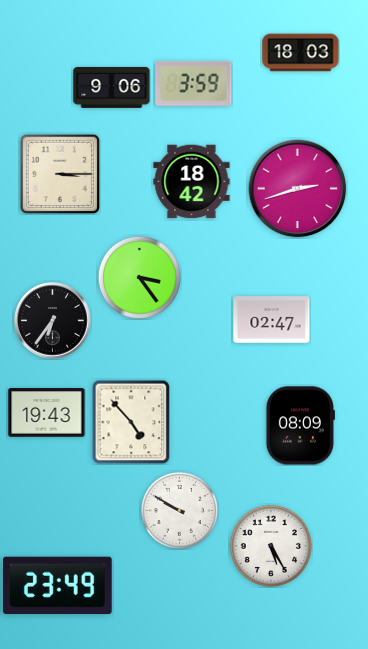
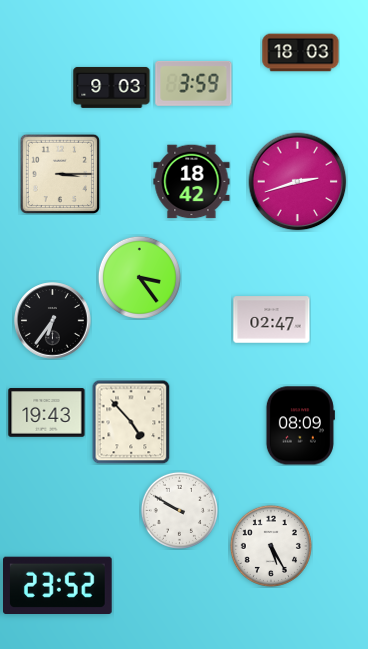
clock at (112, 87): 9:06 -> 9:03
clock at (298, 189) position: (298, 189) -> (298, 182)
clock at (58, 586): 23:49 -> 23:52
